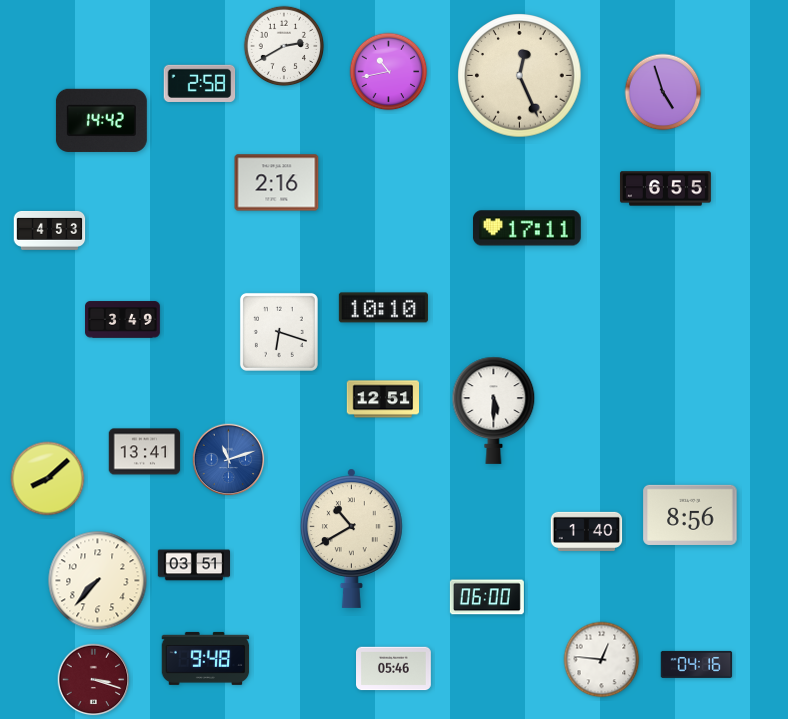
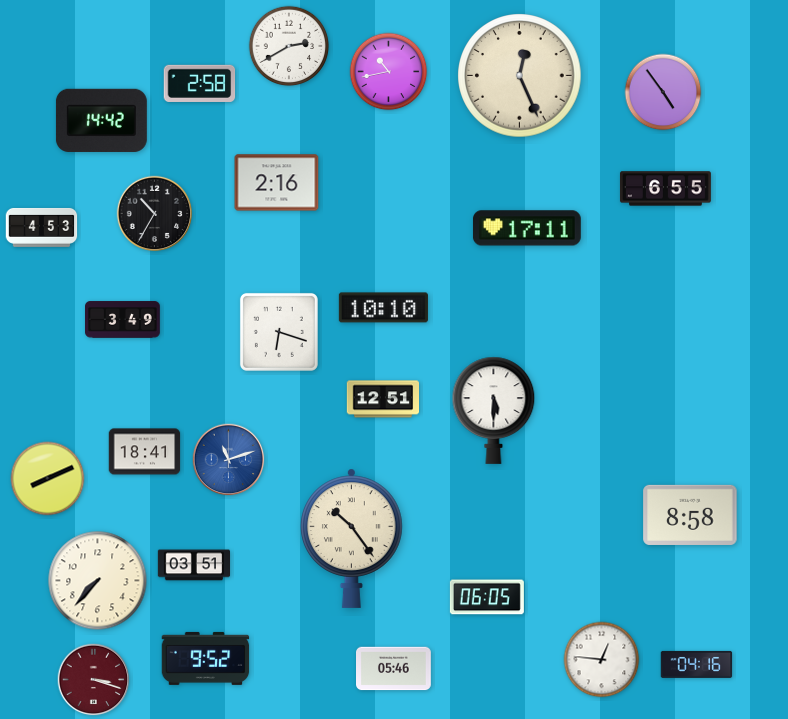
clock at (284, 46) position: (284, 46) -> (289, 46)
clock at (663, 92): 4:57 -> 4:54
clock at (155, 214): none -> 10:35
clock at (50, 231) position: (50, 231) -> (42, 228)
clock at (145, 452): 13:41 -> 18:41
clock at (48, 479): 8:08 -> 8:11
clock at (690, 515): 8:56 -> 8:58
clock at (587, 531): 1:40 -> none
clock at (352, 538): 10:40 -> 10:24
clock at (487, 597): 06:00 -> 06:05
clock at (206, 658): 9:48 -> 9:52
